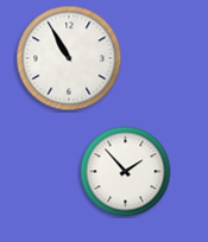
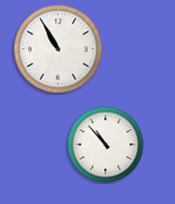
clock at (126, 172): 1:53 -> 10:53
